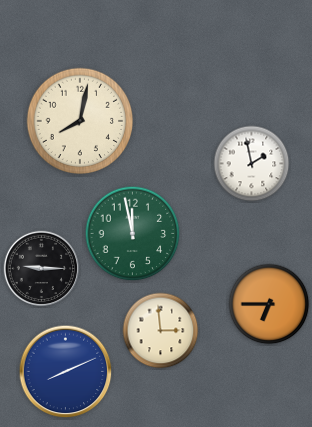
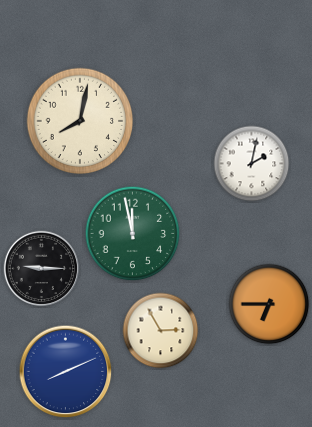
clock at (252, 164): 1:58 -> 2:02
clock at (161, 331): 2:59 -> 2:55
